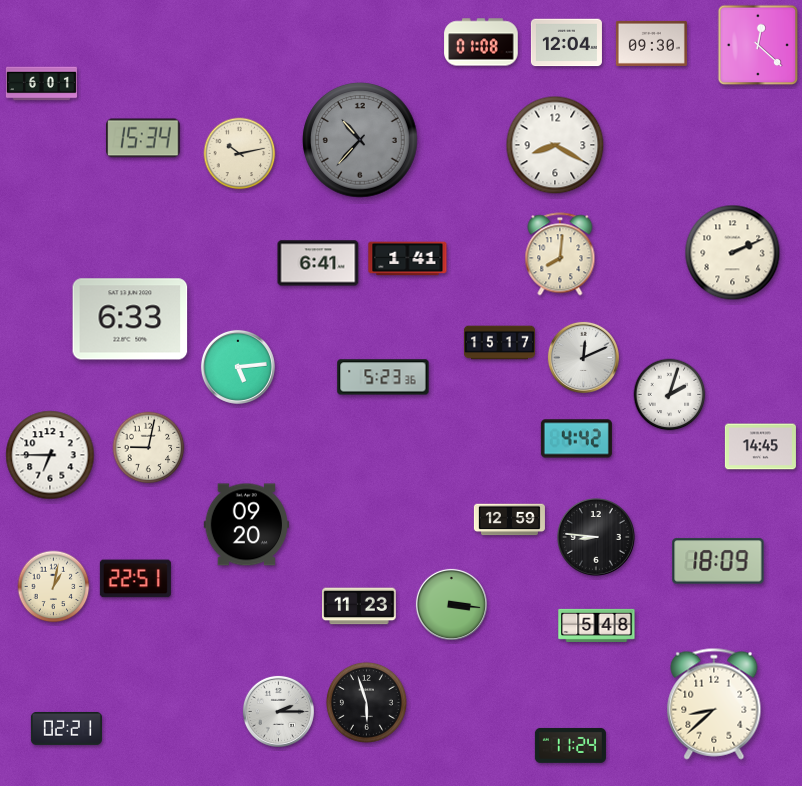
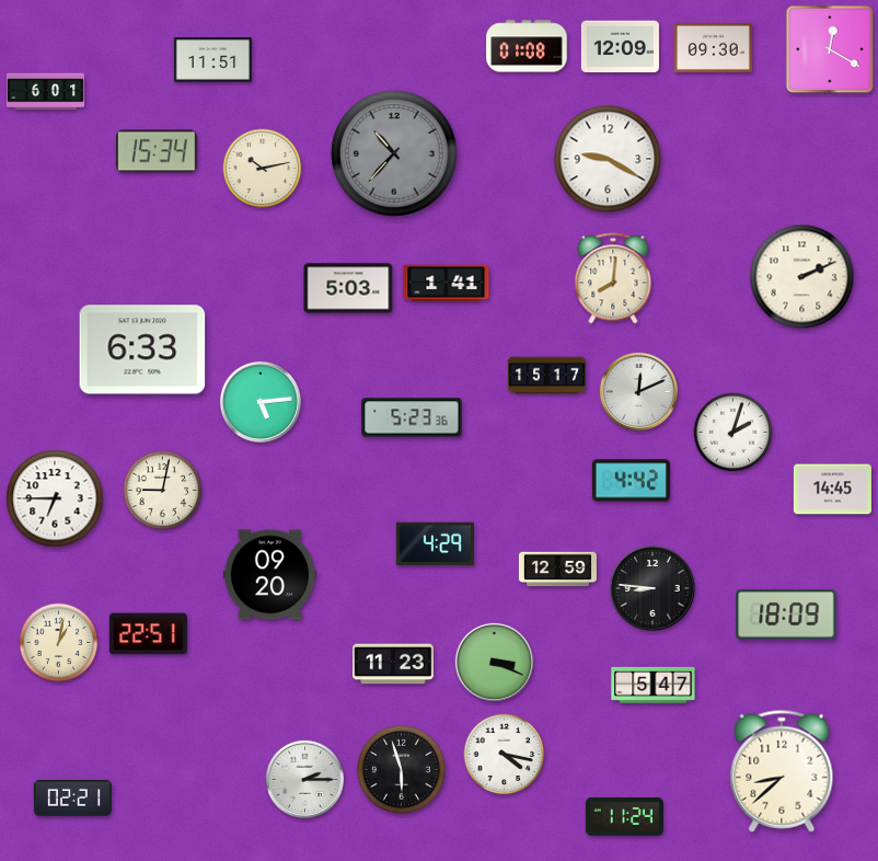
clock at (566, 43): 12:04 -> 12:09
clock at (758, 45): 12:22 -> 12:20
clock at (212, 60): none -> 11:51
clock at (555, 145): 8:20 -> 9:20
clock at (318, 263): 6:41 -> 5:03
clock at (383, 377) position: (383, 377) -> (412, 417)
clock at (435, 544): none -> 4:29
clock at (451, 604): 3:16 -> 3:19
clock at (597, 625): 5:48 -> 5:47
clock at (505, 755): none -> 4:17
